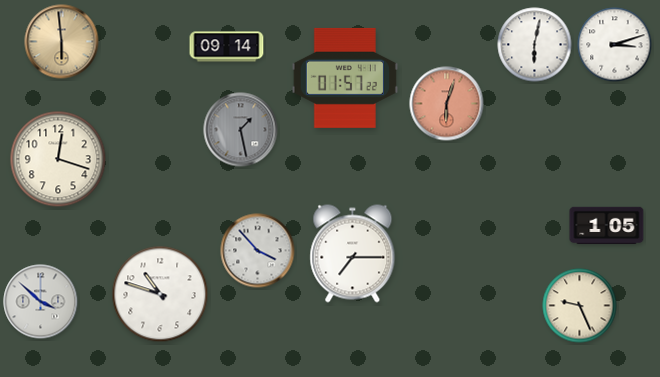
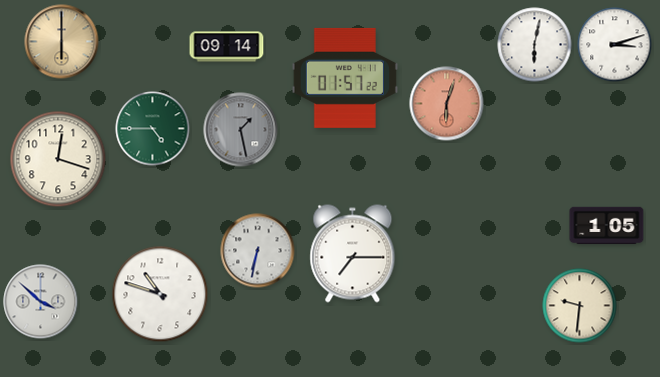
clock at (62, 42): 5:59 -> 6:00
clock at (153, 129): none -> 4:45
clock at (258, 251): 3:53 -> 6:32
clock at (580, 306): 9:26 -> 9:31
